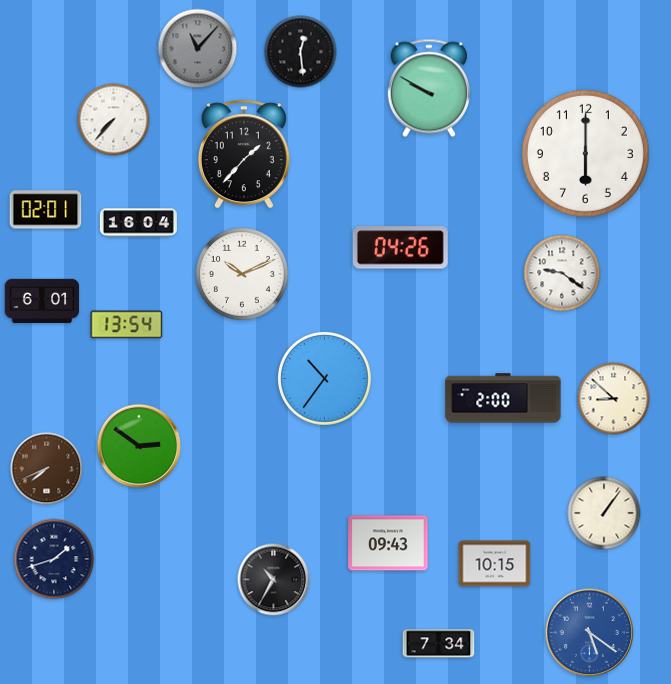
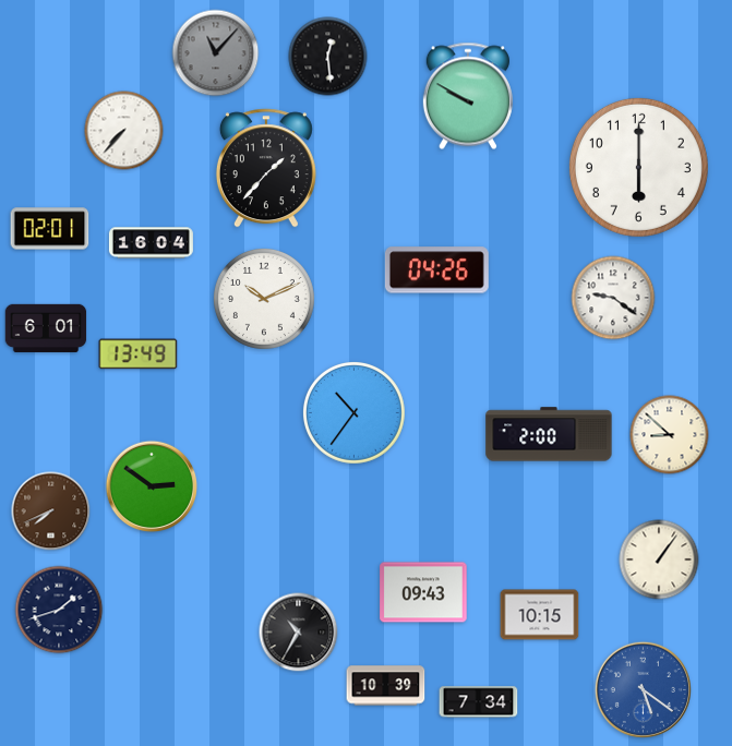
clock at (127, 325): 13:54 -> 13:49
clock at (386, 686): none -> 10:39
